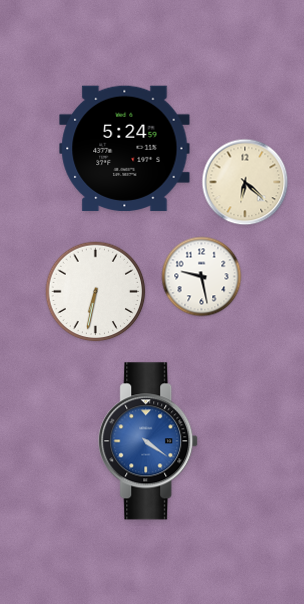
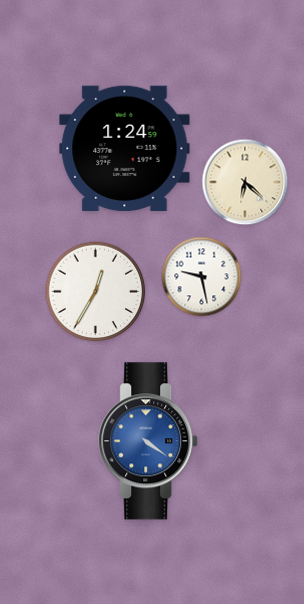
clock at (125, 148): 5:24 -> 1:24
clock at (96, 292): 6:32 -> 12:35
